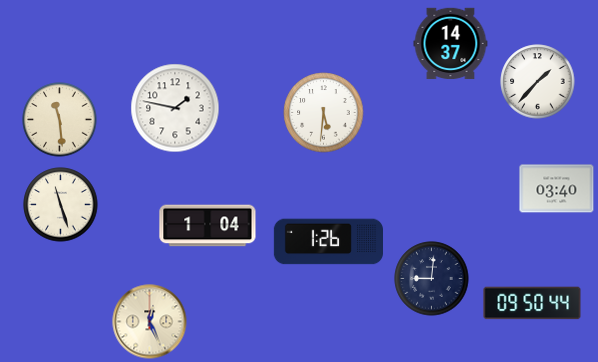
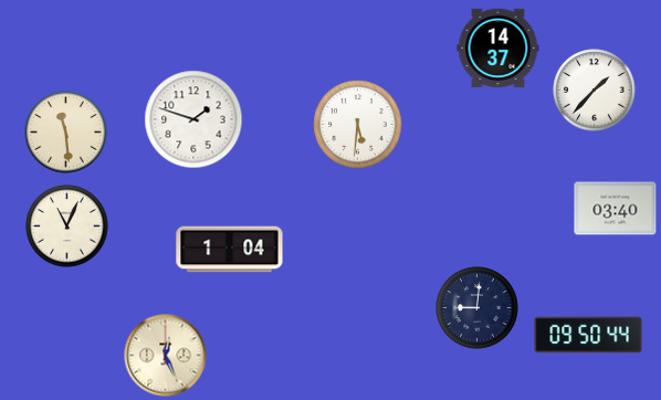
clock at (175, 108): 1:47 -> 1:48
clock at (61, 205): 11:27 -> 11:04
clock at (328, 242): 1:26 -> none
